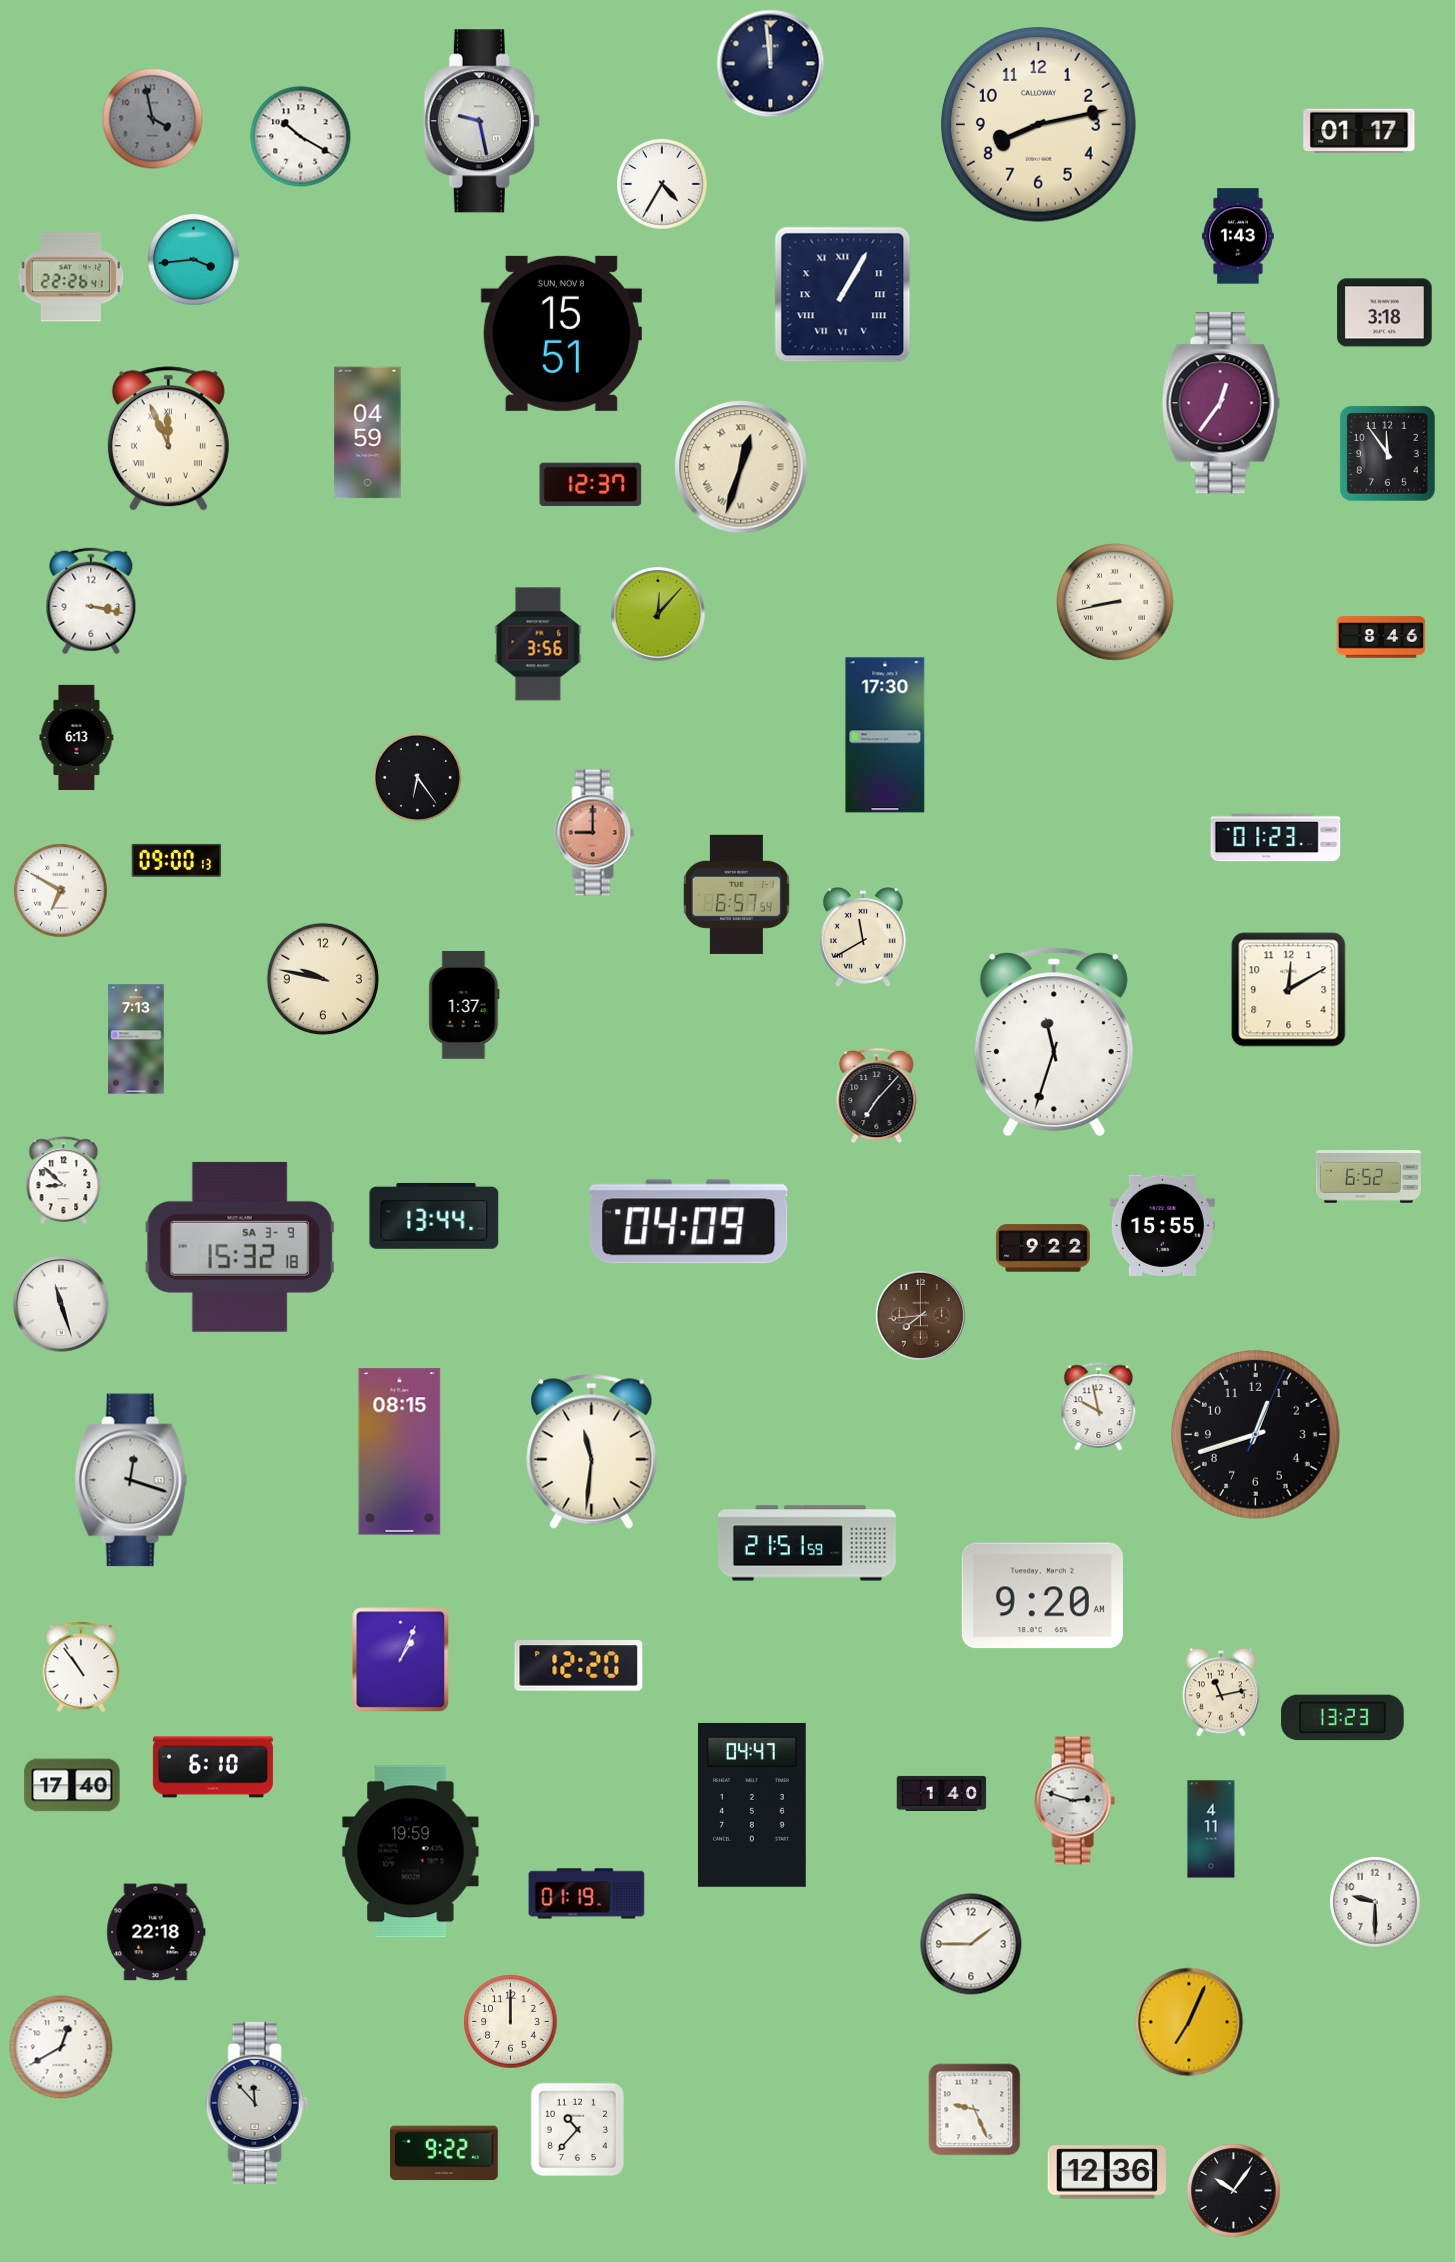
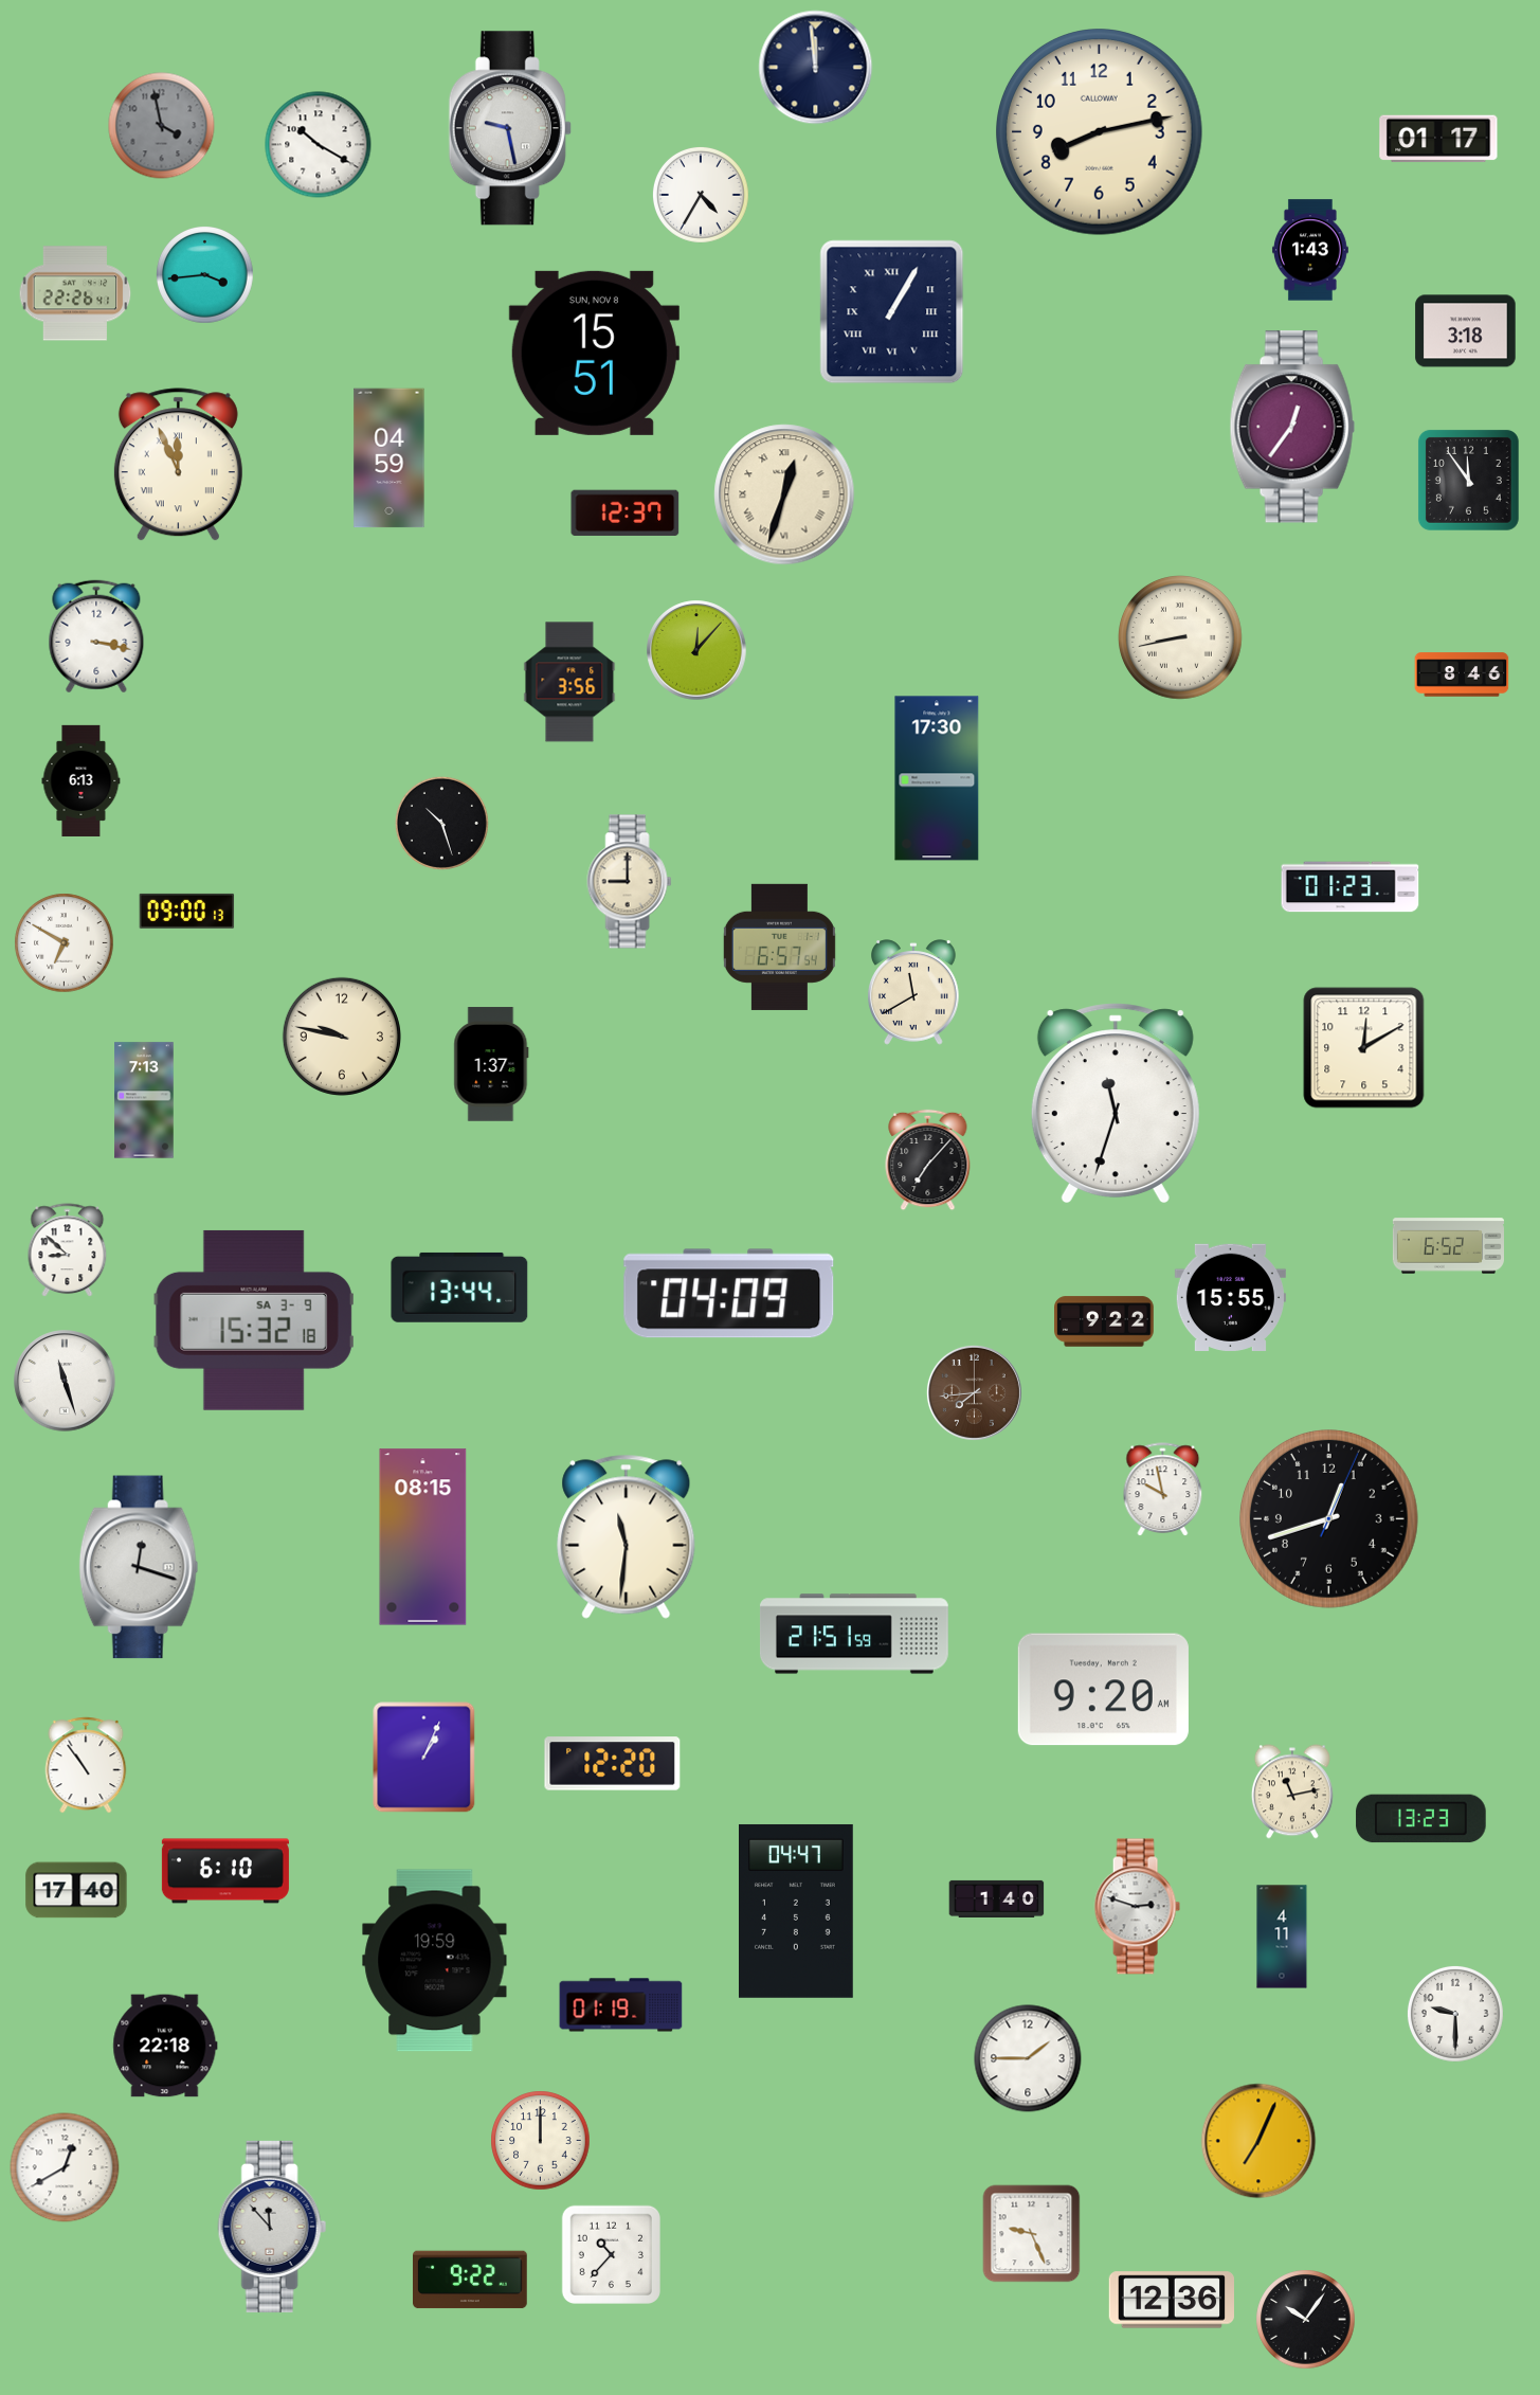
clock at (417, 777): 6:24 -> 10:27
clock at (595, 833) dial: salmon -> cream
